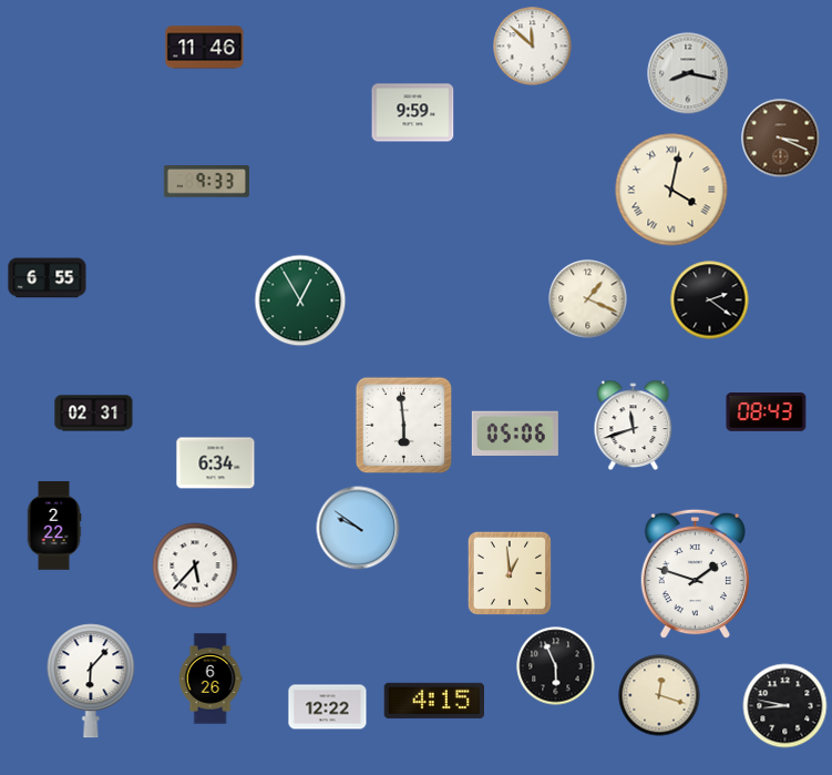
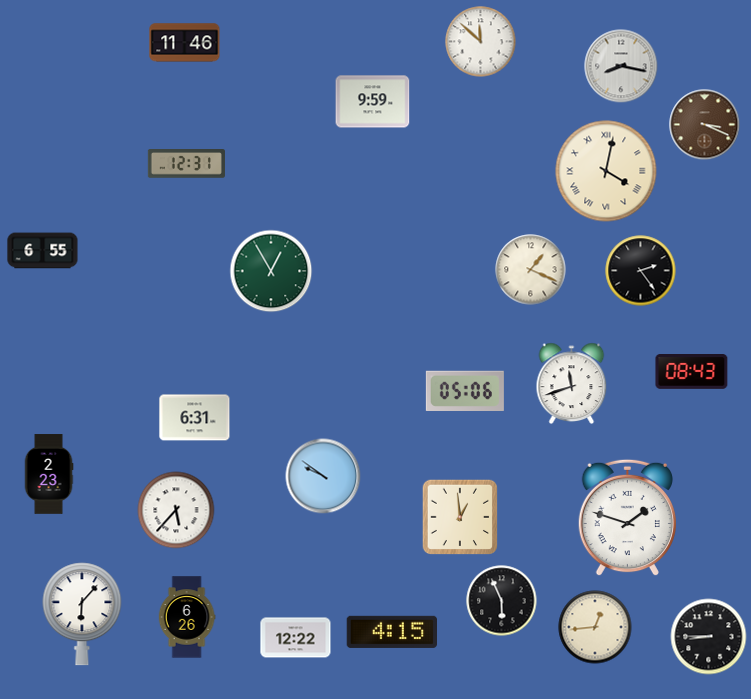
clock at (206, 182): 9:33 -> 12:31
clock at (710, 300): 2:21 -> 2:24
clock at (94, 414): 02:31 -> none
clock at (404, 426): 5:59 -> none
clock at (216, 463): 6:34 -> 6:31
clock at (54, 526): 2:22 -> 2:23
clock at (210, 679) position: (210, 679) -> (187, 617)
clock at (659, 695): 12:18 -> 12:44
clock at (785, 706): 8:47 -> 8:45
